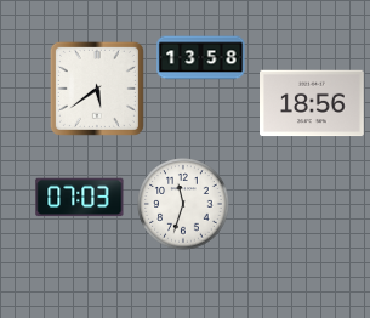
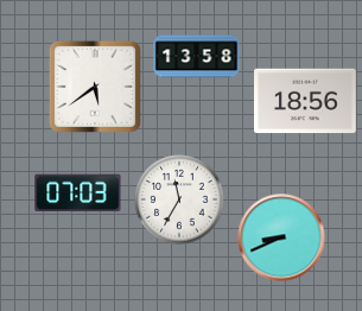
clock at (183, 204): 11:33 -> 11:35
clock at (281, 237): none -> 8:41
